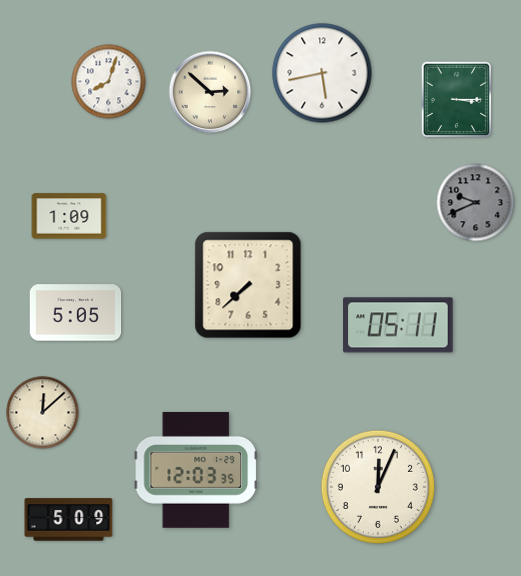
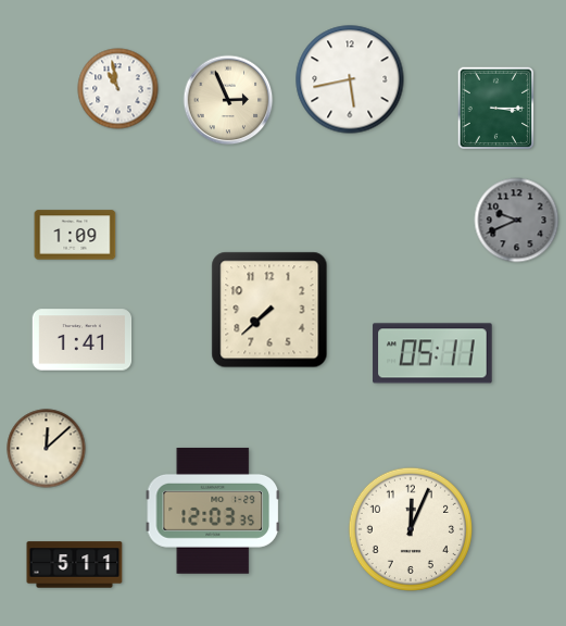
clock at (109, 82): 8:03 -> 10:58
clock at (210, 92): 2:52 -> 2:56
clock at (76, 313): 5:05 -> 1:41
clock at (69, 520): 5:09 -> 5:11
